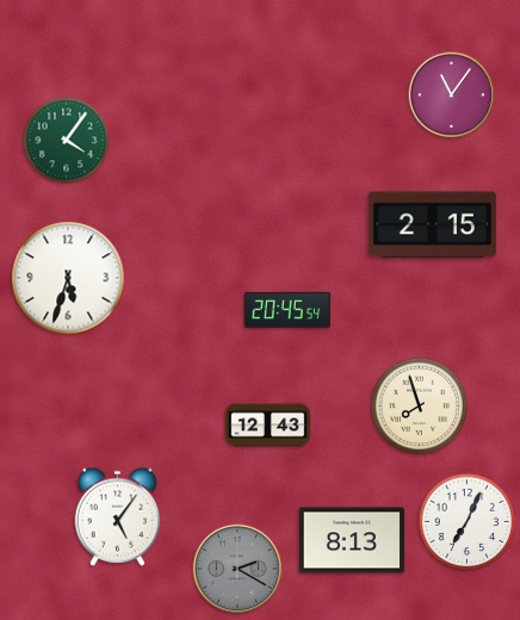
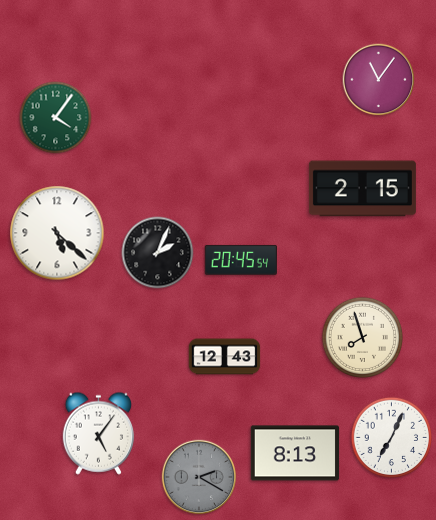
clock at (68, 278): 5:33 -> 5:22
clock at (158, 253): none -> 2:04
clock at (420, 407) position: (420, 407) -> (363, 338)
